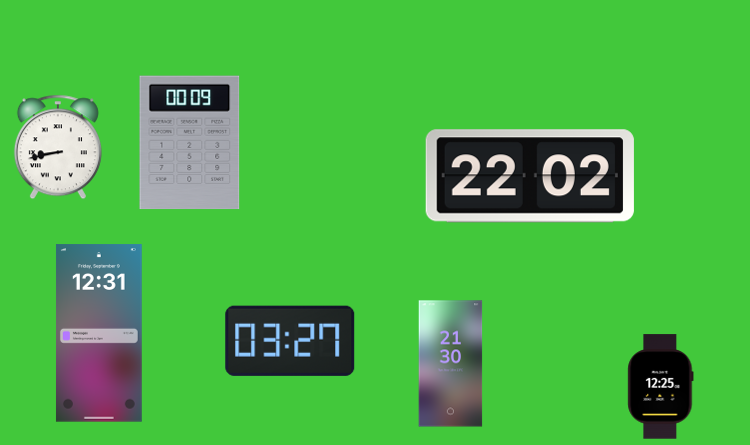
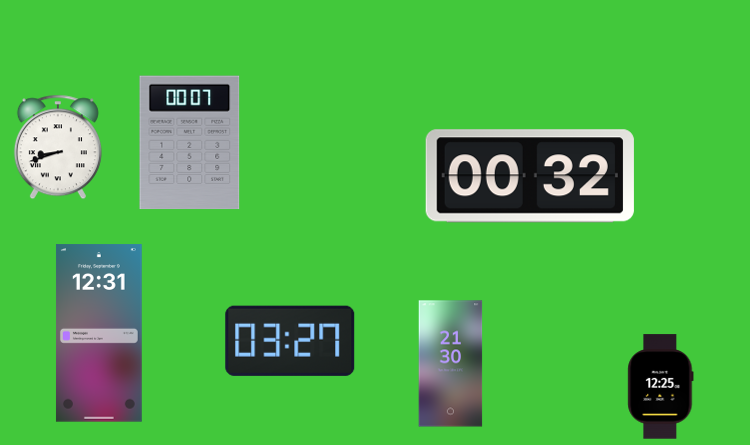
clock at (190, 143): 00:09 -> 00:07
clock at (58, 147): 8:43 -> 8:42
clock at (530, 176): 22:02 -> 00:32
